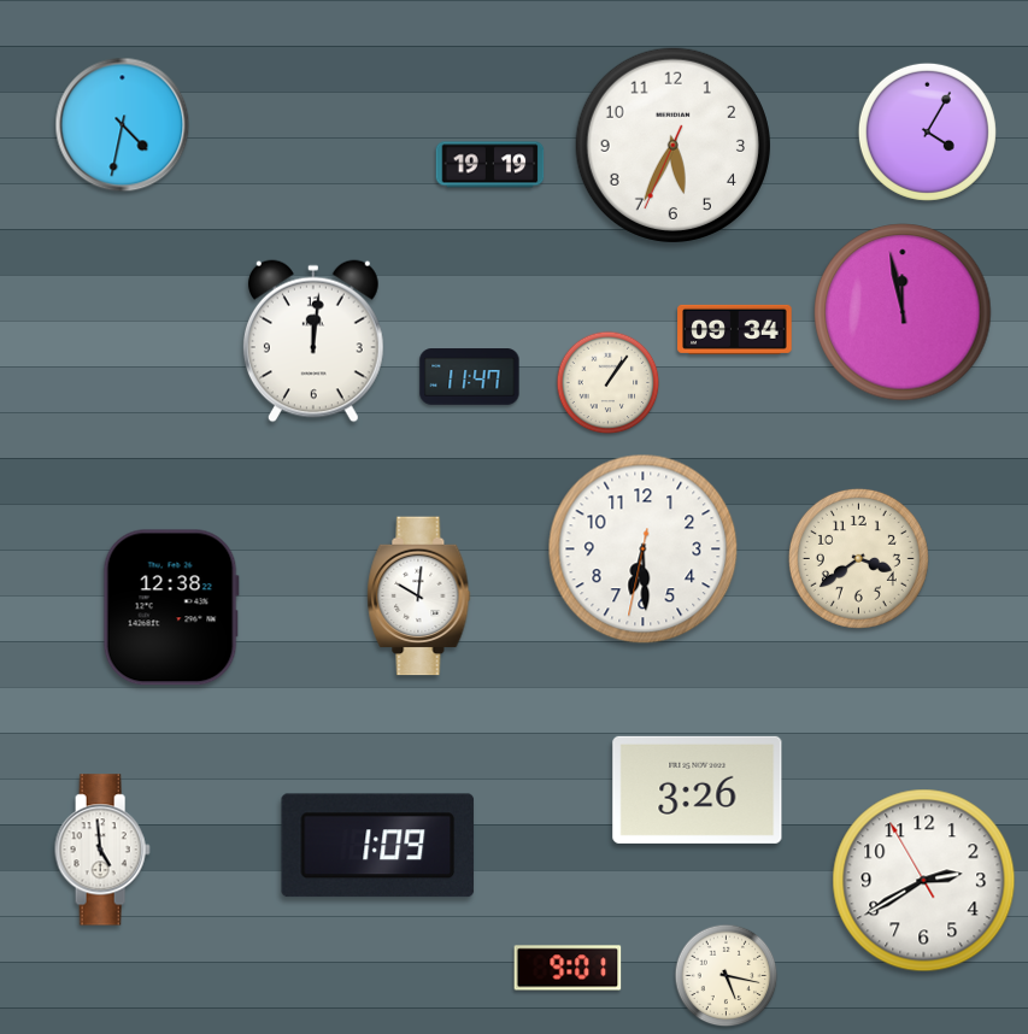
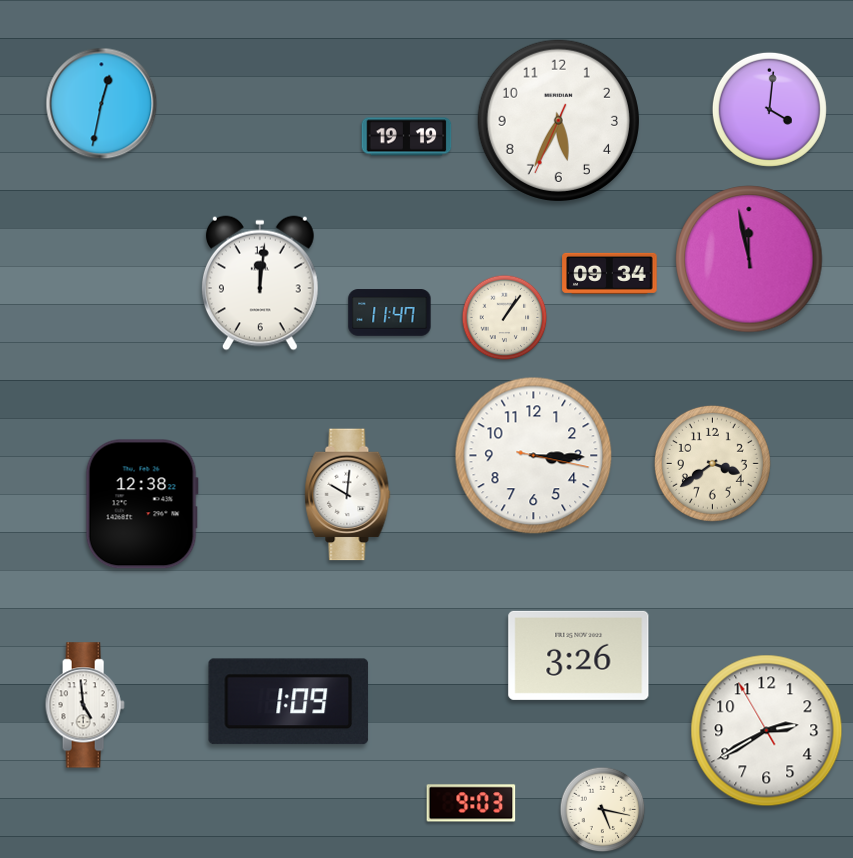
clock at (123, 125): 4:32 -> 12:32
clock at (927, 131): 4:05 -> 4:01
clock at (644, 550): 6:29 -> 3:15
clock at (377, 846) position: (377, 846) -> (288, 702)
clock at (568, 968): 9:01 -> 9:03
